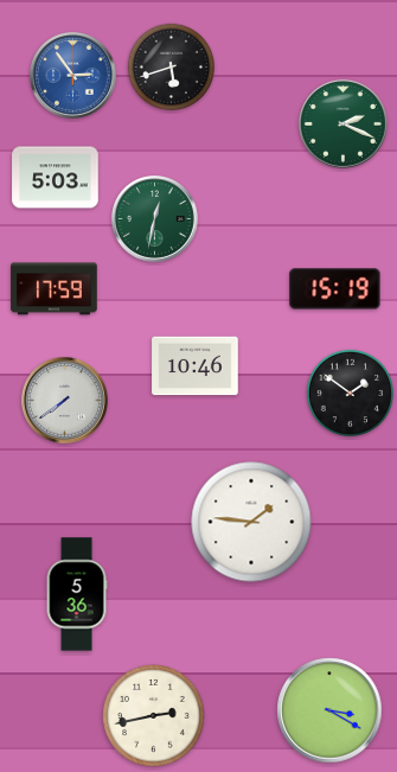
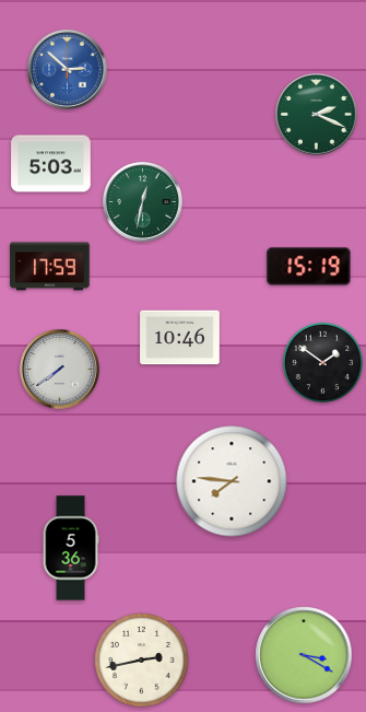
clock at (172, 68): 5:42 -> none
clock at (73, 76): 2:54 -> 2:52
clock at (251, 522): 1:46 -> 7:46
